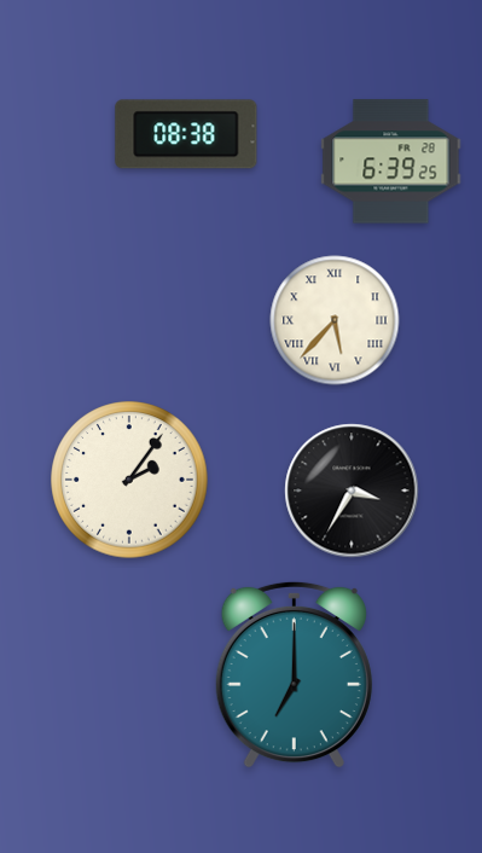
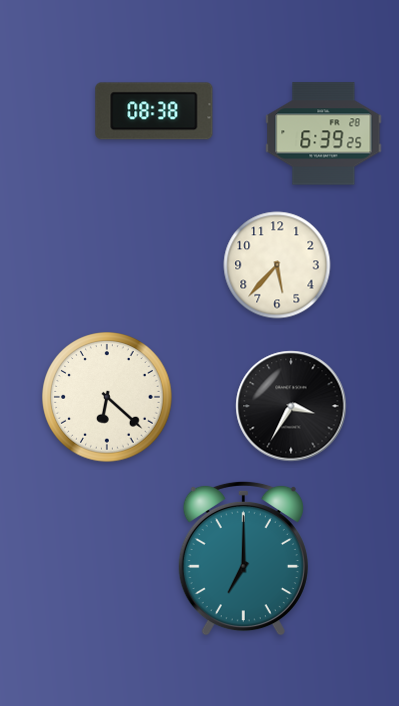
clock at (335, 320) numerals: Roman -> Arabic
clock at (129, 480): 2:06 -> 6:22
